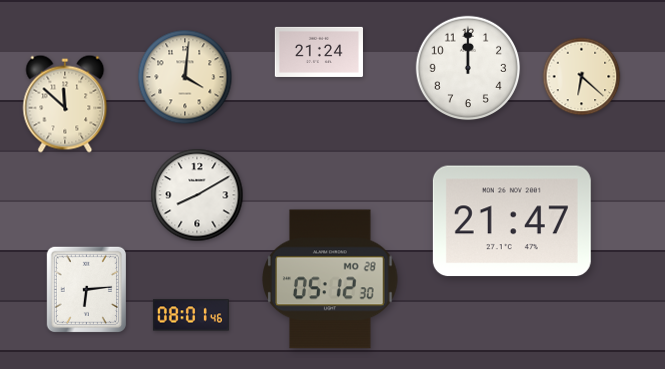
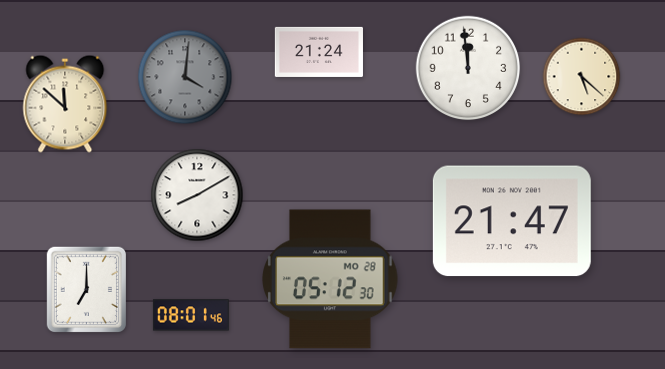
clock at (468, 68): 12:00 -> 11:59
clock at (185, 77) dial: cream -> grey
clock at (582, 77): 6:22 -> 5:22
clock at (86, 290): 6:14 -> 7:00
